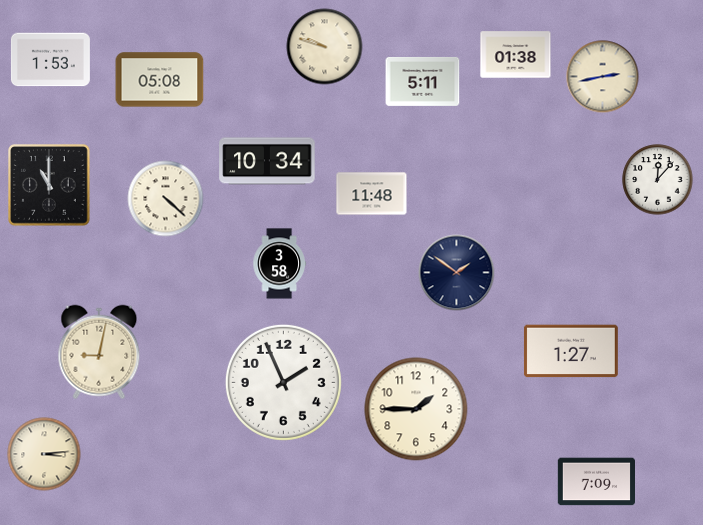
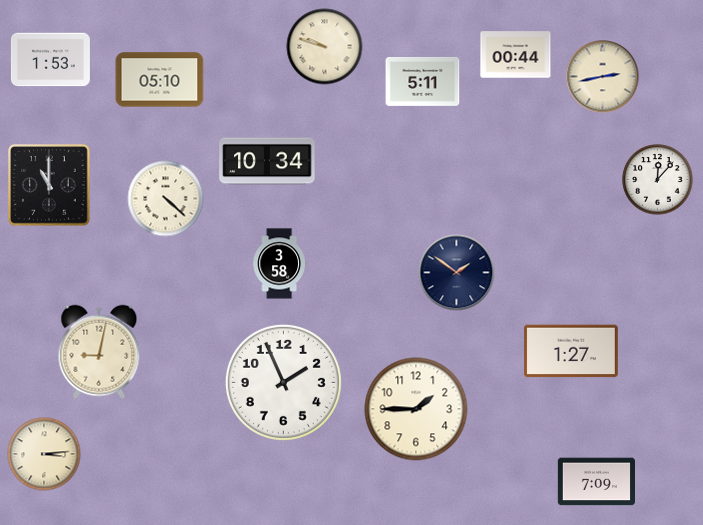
clock at (516, 55): 01:38 -> 00:44
clock at (160, 80): 05:08 -> 05:10
clock at (372, 194): 11:48 -> none
